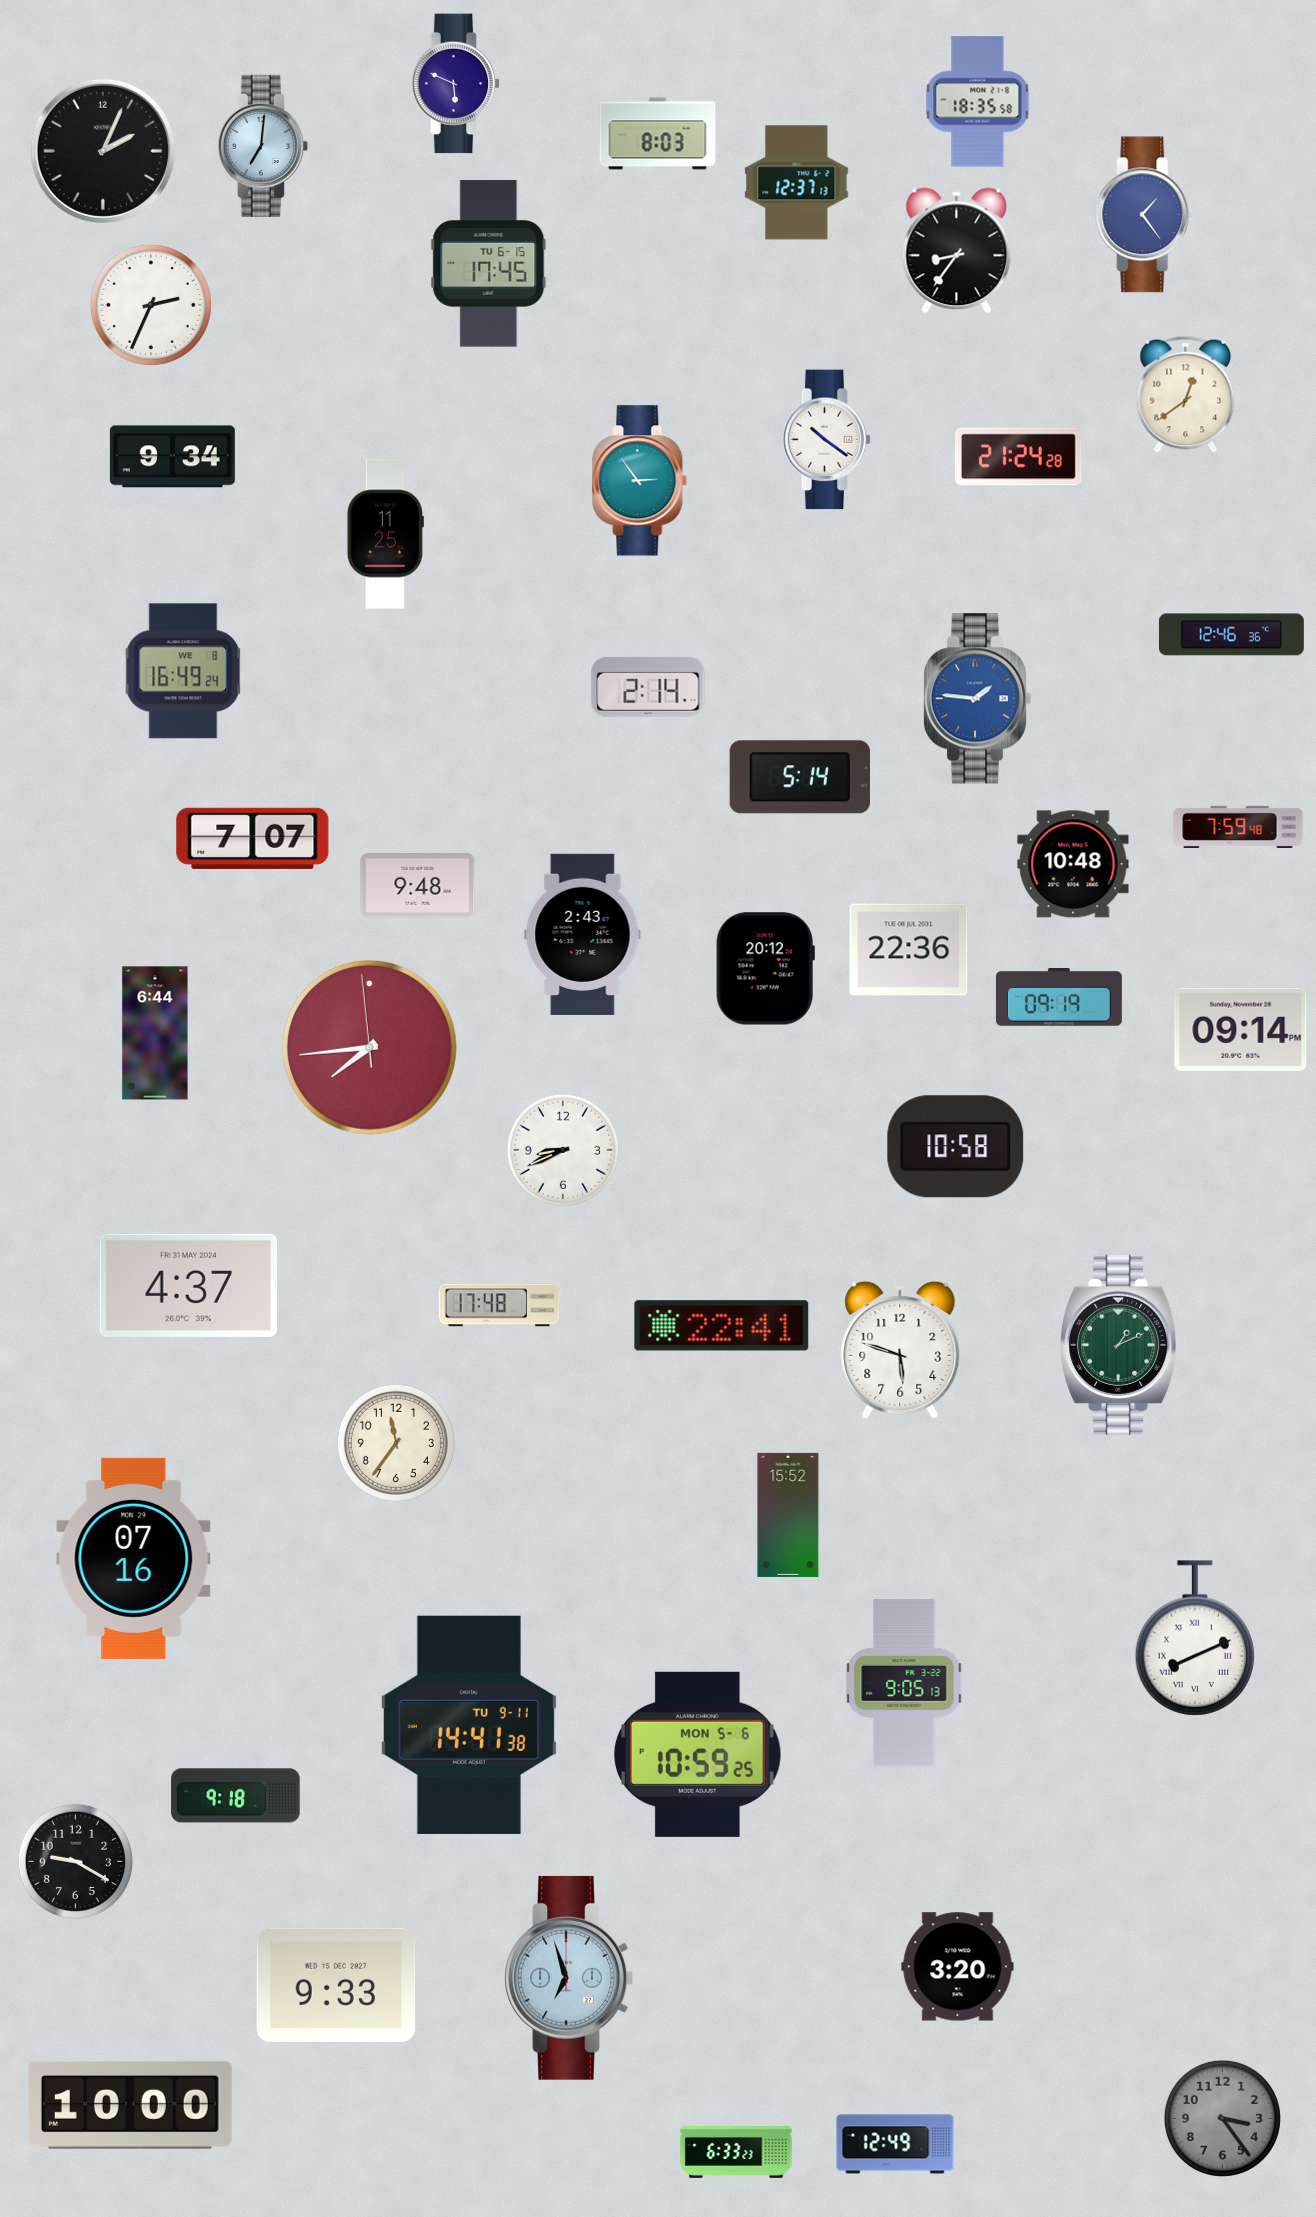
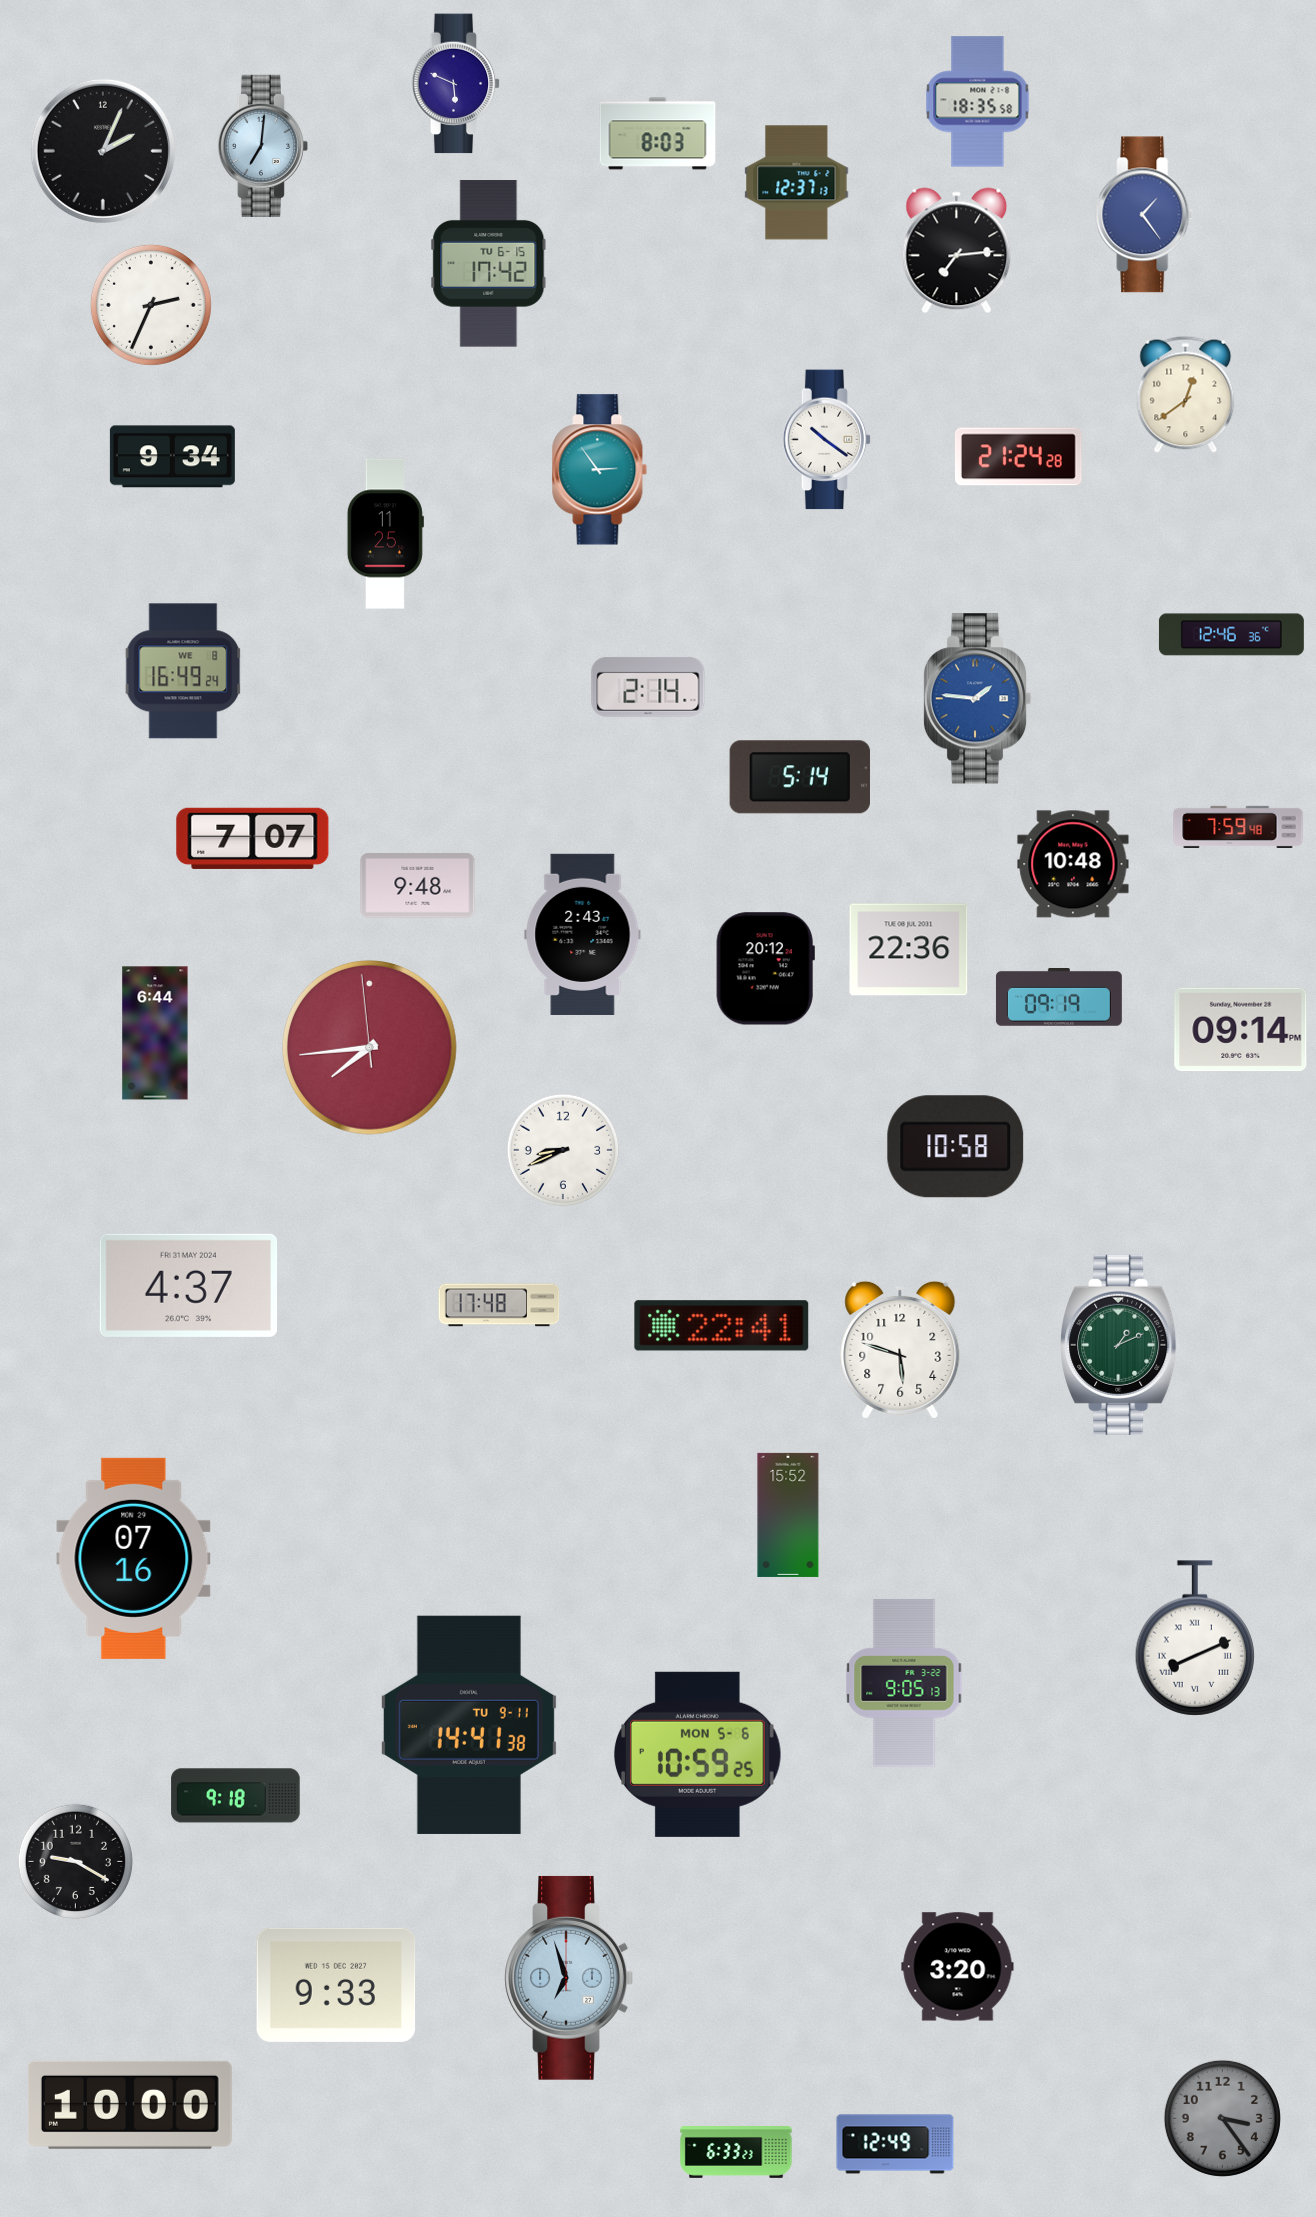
clock at (957, 251): 8:36 -> 7:14
clock at (489, 264): 17:45 -> 17:42
clock at (640, 481) position: (640, 481) -> (600, 470)
clock at (396, 1443): 11:36 -> none
